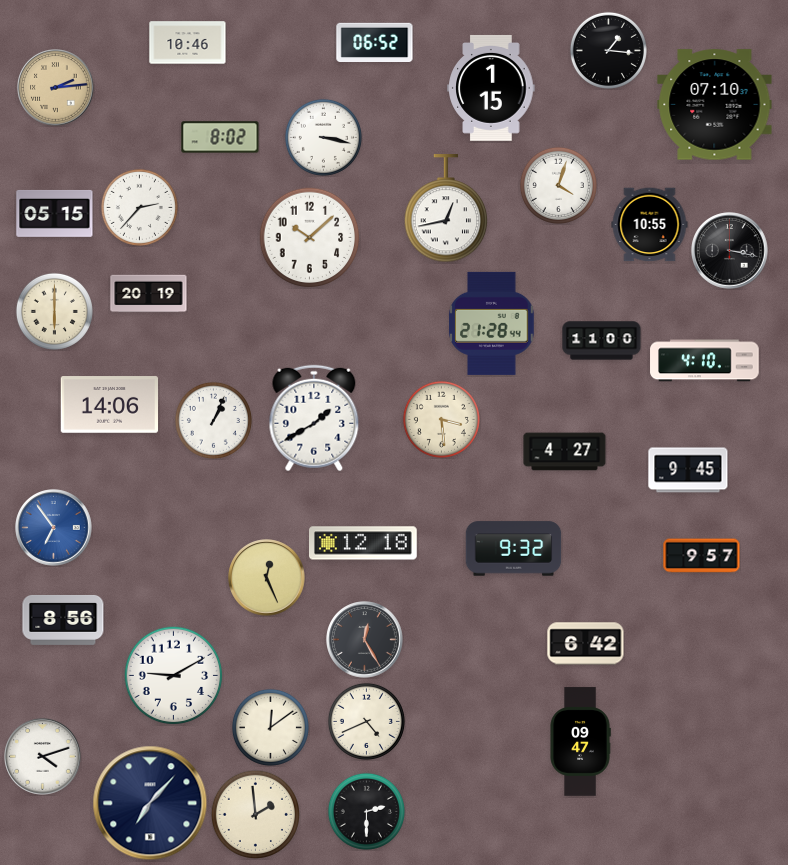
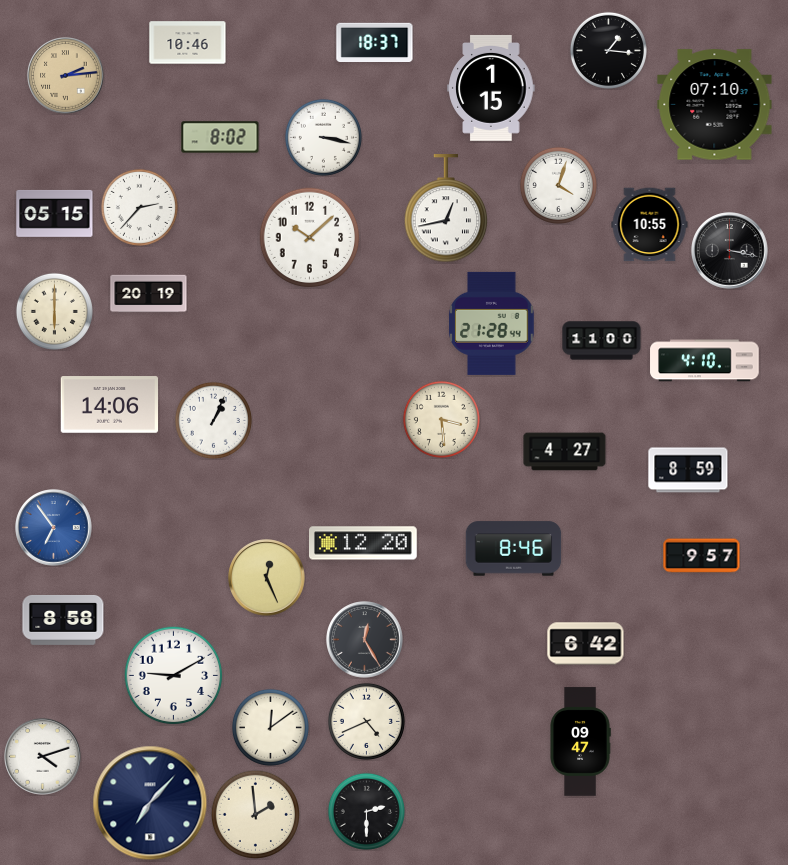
clock at (375, 42): 06:52 -> 18:37
clock at (56, 88) position: (56, 88) -> (66, 76)
clock at (314, 418): 1:40 -> none
clock at (688, 470): 9:45 -> 8:59
clock at (364, 543): 12:18 -> 12:20
clock at (514, 549): 9:32 -> 8:46
clock at (63, 620): 8:56 -> 8:58
